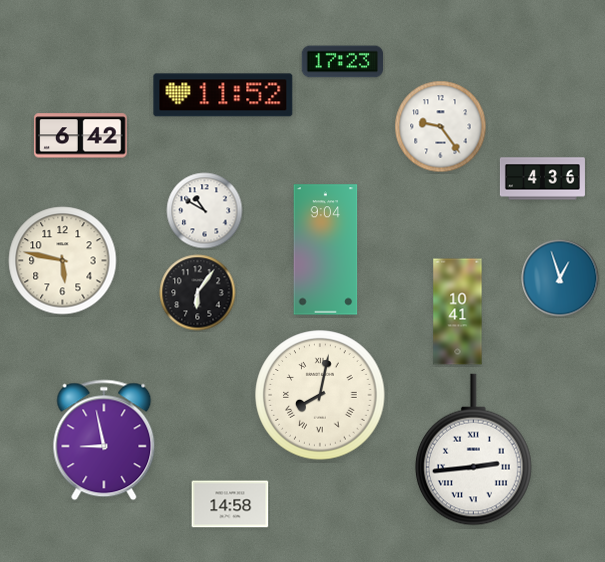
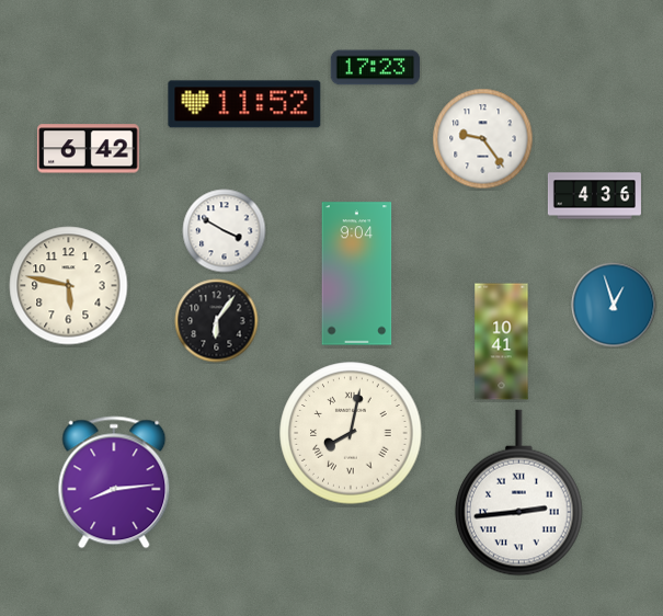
clock at (205, 211): 10:50 -> 3:50
clock at (104, 440): 8:58 -> 8:14
clock at (230, 504): 14:58 -> none
